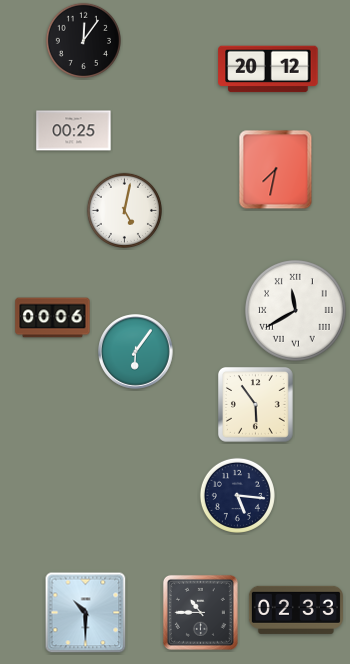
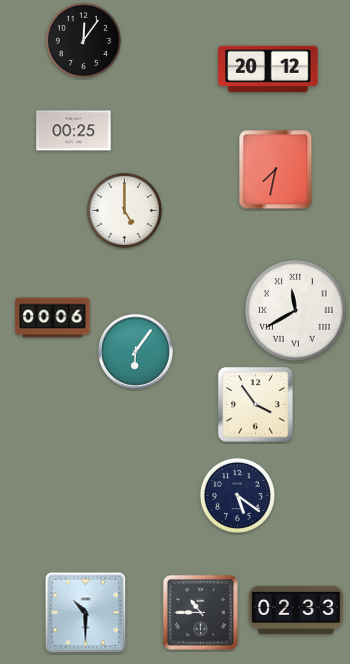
clock at (124, 210): 5:02 -> 5:00
clock at (256, 405): 5:54 -> 3:54
clock at (237, 495): 5:16 -> 5:21
